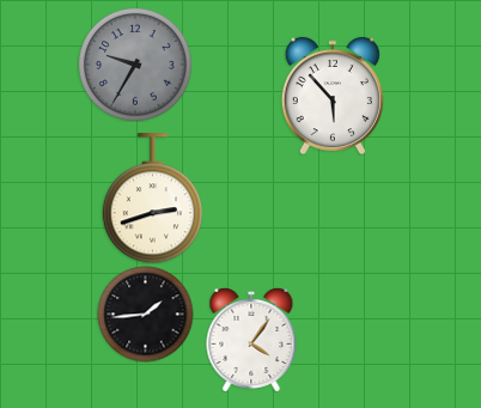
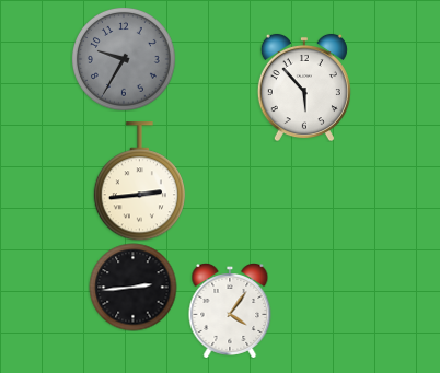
clock at (152, 199): 2:42 -> 2:44
clock at (145, 313): 1:44 -> 2:44
